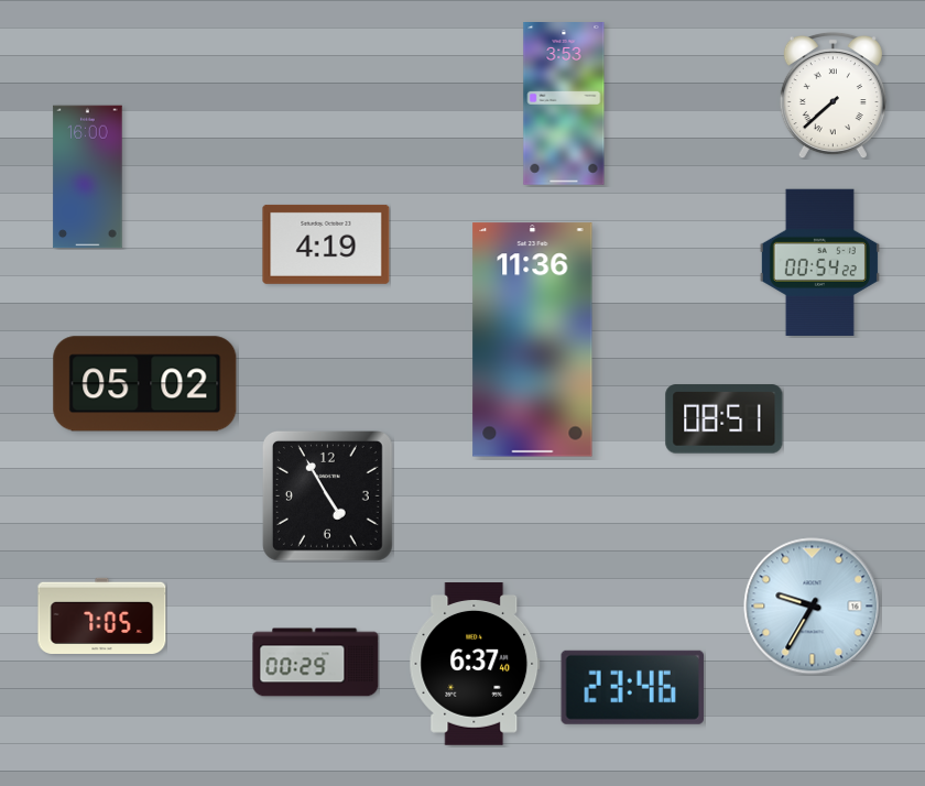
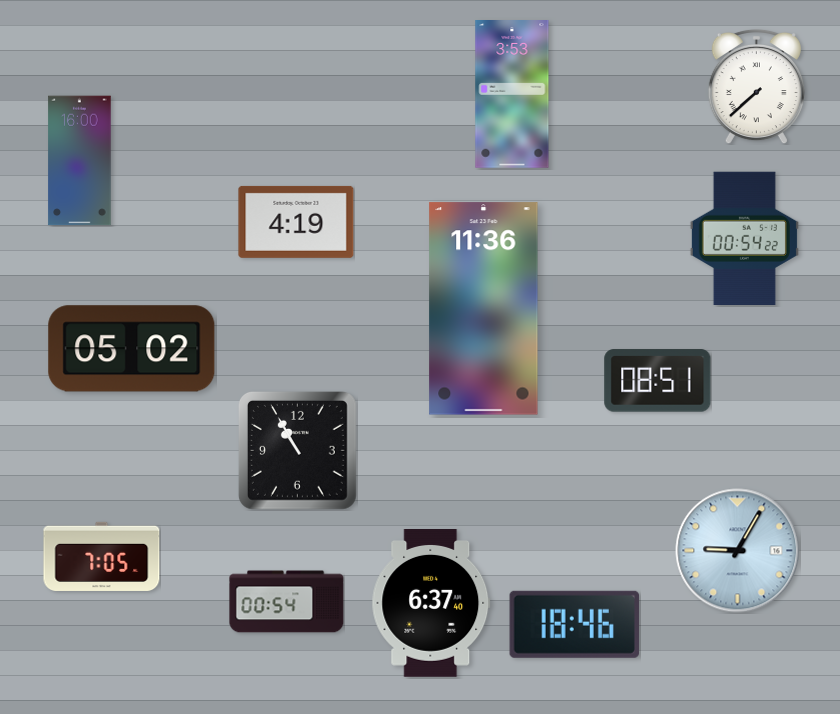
clock at (327, 495): 4:55 -> 10:55
clock at (813, 607): 9:35 -> 9:05
clock at (102, 615) position: (102, 615) -> (102, 556)
clock at (316, 663): 00:29 -> 00:54
clock at (632, 687): 23:46 -> 18:46
